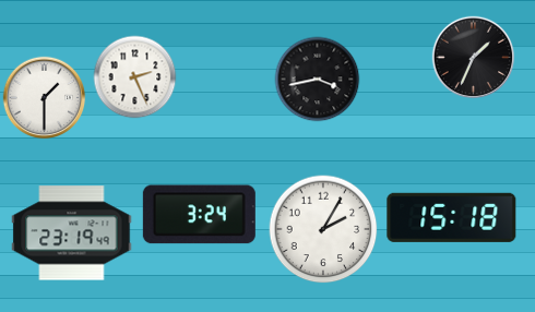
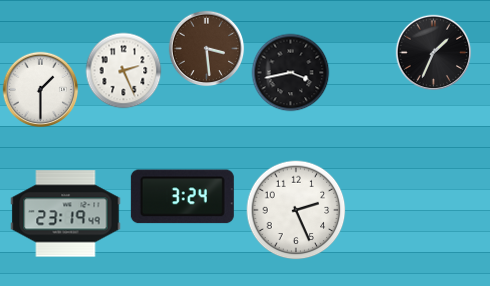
clock at (207, 49): none -> 3:29
clock at (452, 217): 15:18 -> none
clock at (323, 229): 2:05 -> 2:26
